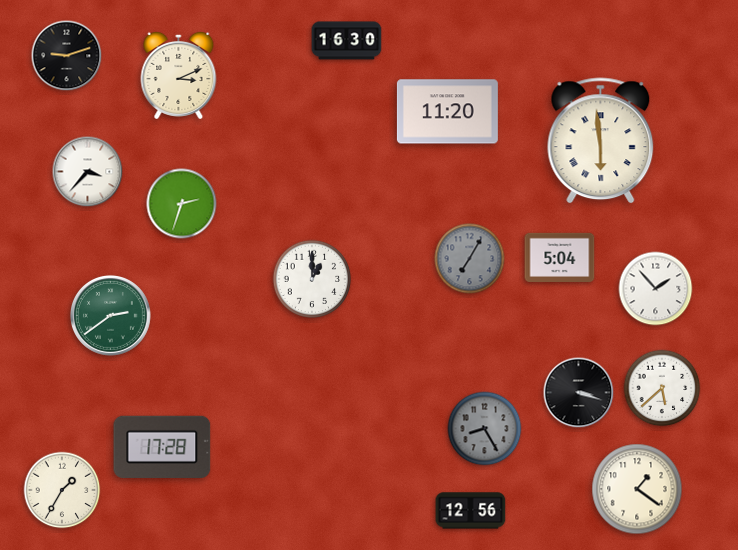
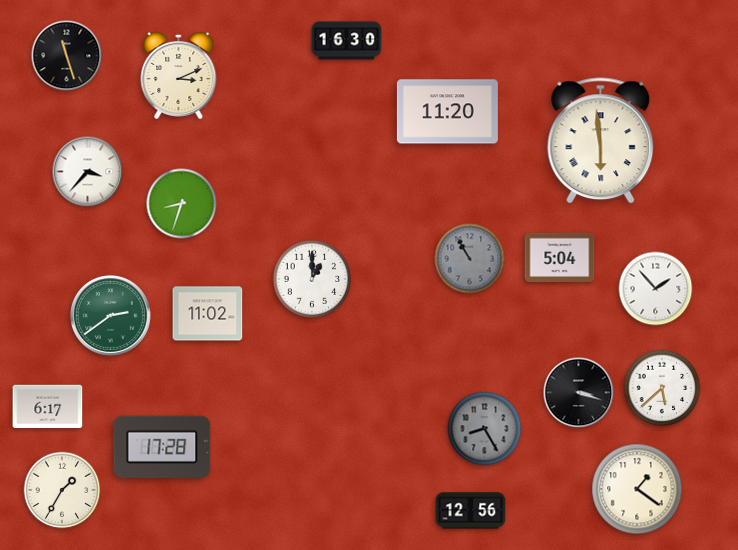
clock at (67, 56): 9:12 -> 11:27
clock at (182, 204): 2:33 -> 8:33
clock at (470, 259): 7:05 -> 10:55
clock at (208, 314): none -> 11:02
clock at (48, 407): none -> 6:17
